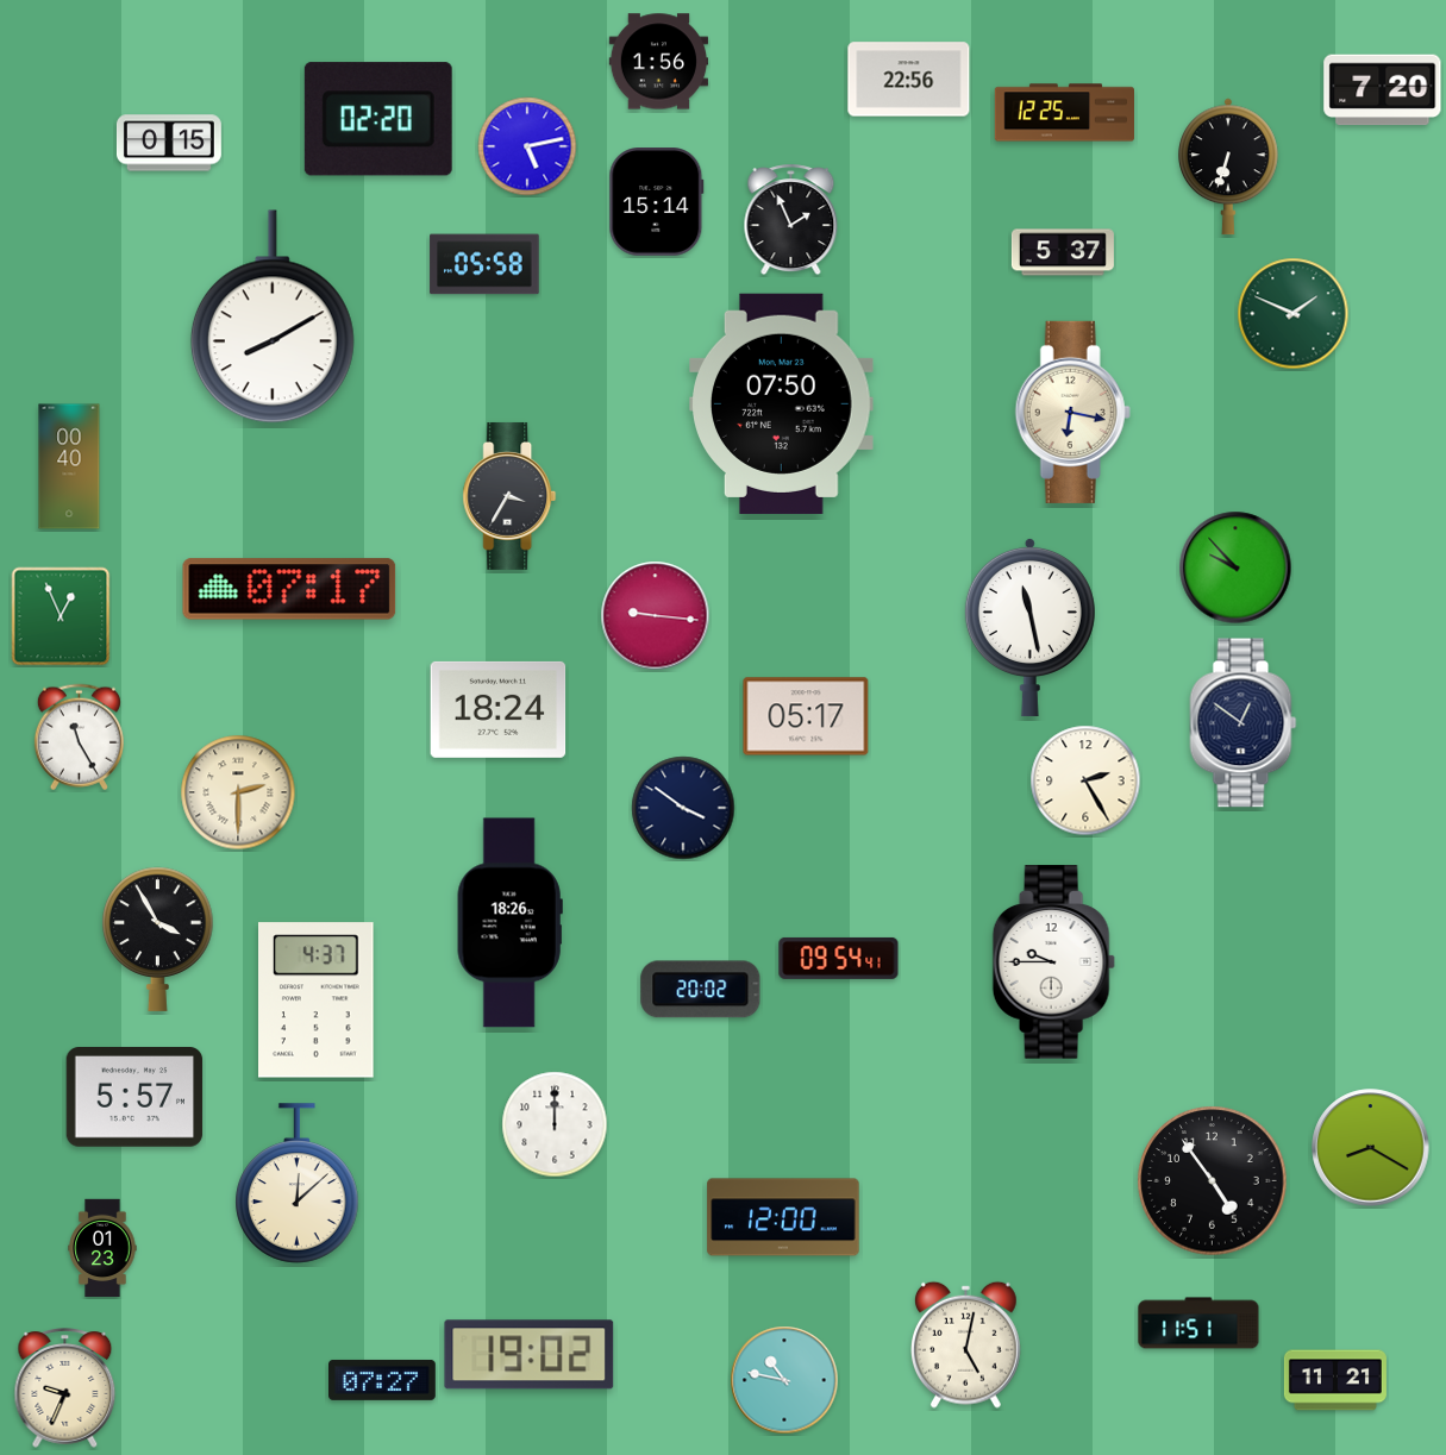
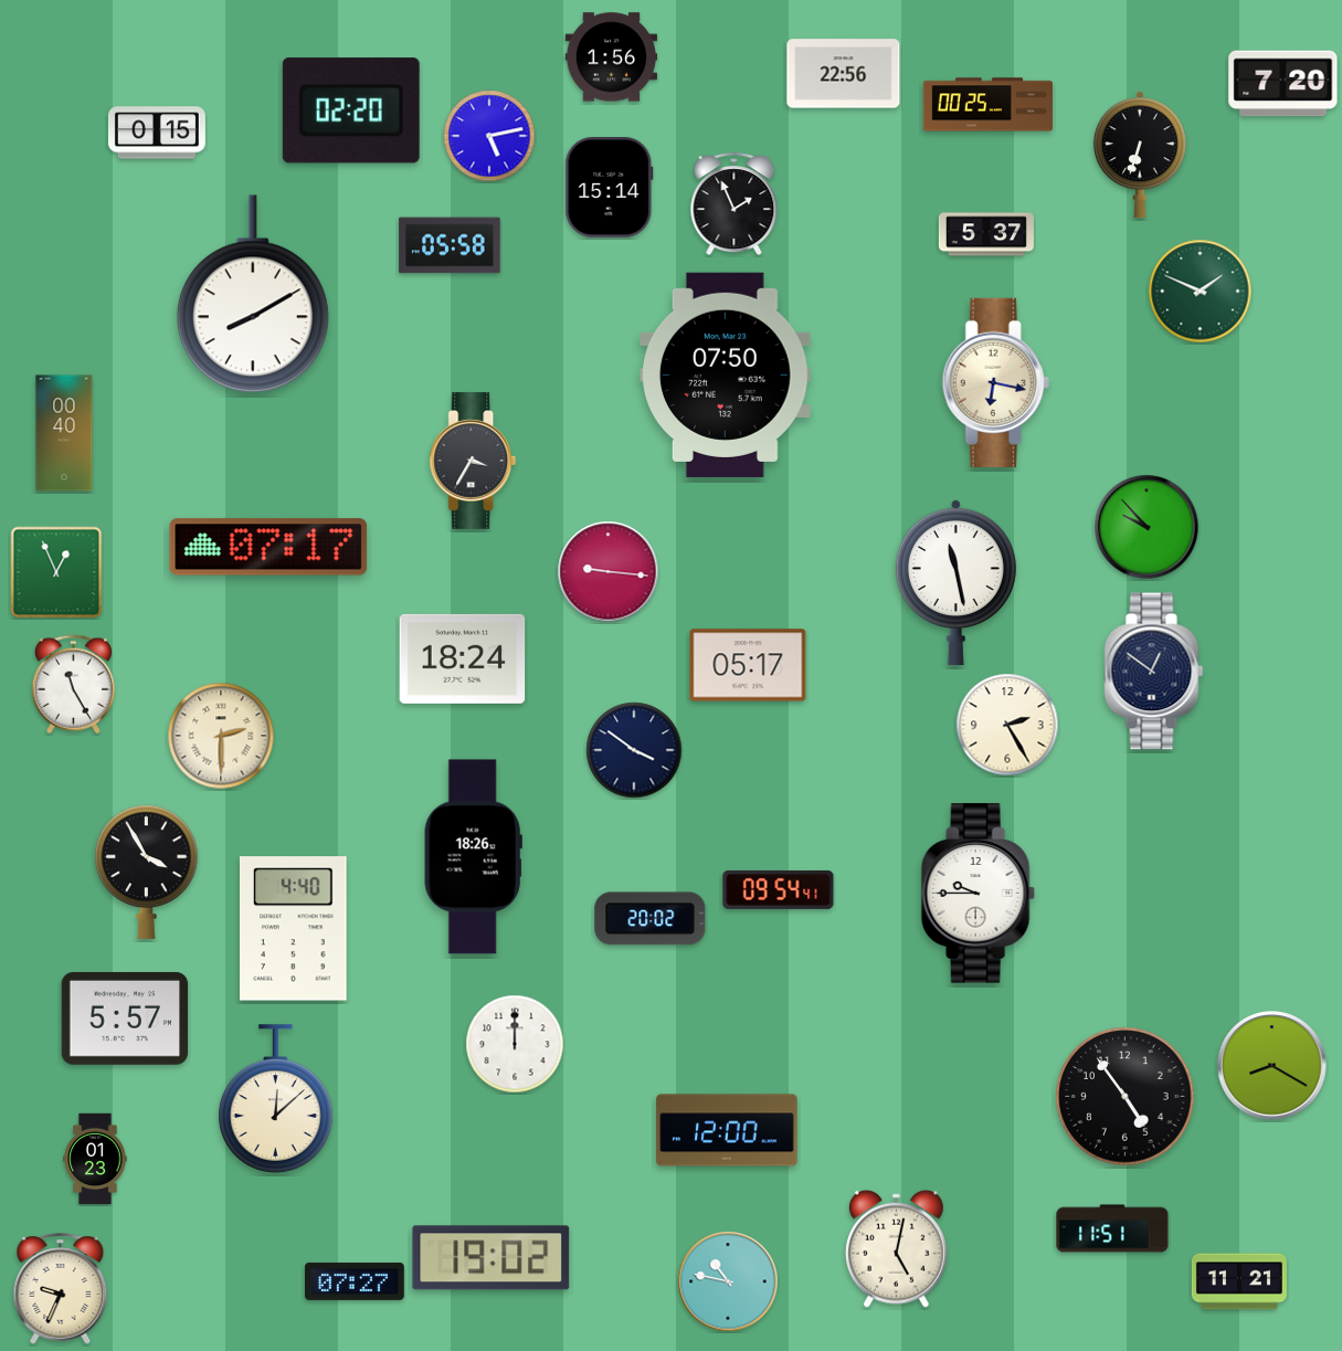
clock at (1064, 113): 12:25 -> 00:25
clock at (317, 1001): 4:37 -> 4:40
